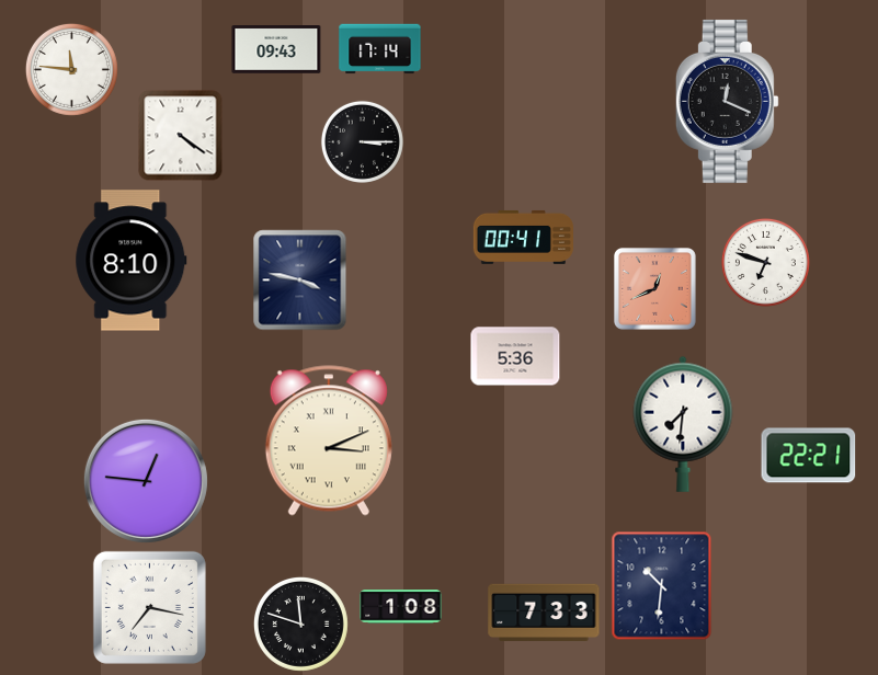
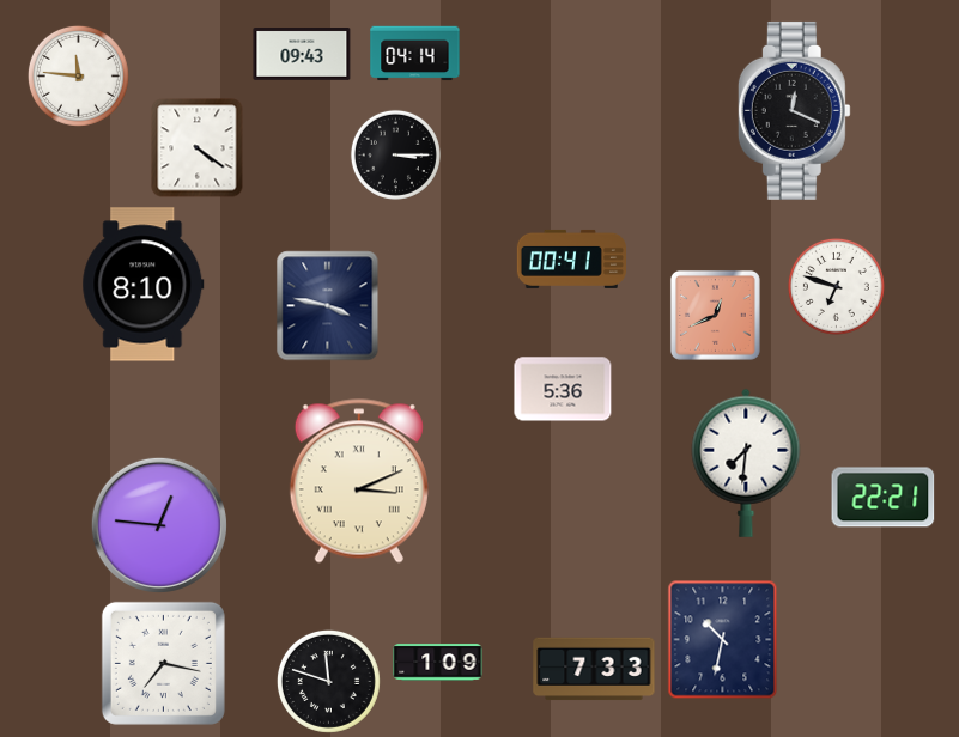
clock at (380, 49): 17:14 -> 04:14
clock at (662, 586): 10:31 -> 10:32
clock at (401, 607): 1:08 -> 1:09
